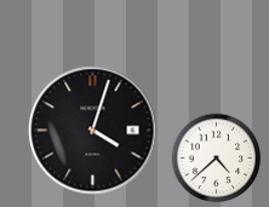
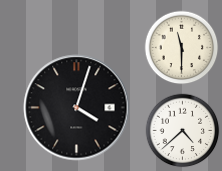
clock at (182, 48): none -> 11:30
clock at (217, 159) position: (217, 159) -> (183, 131)
